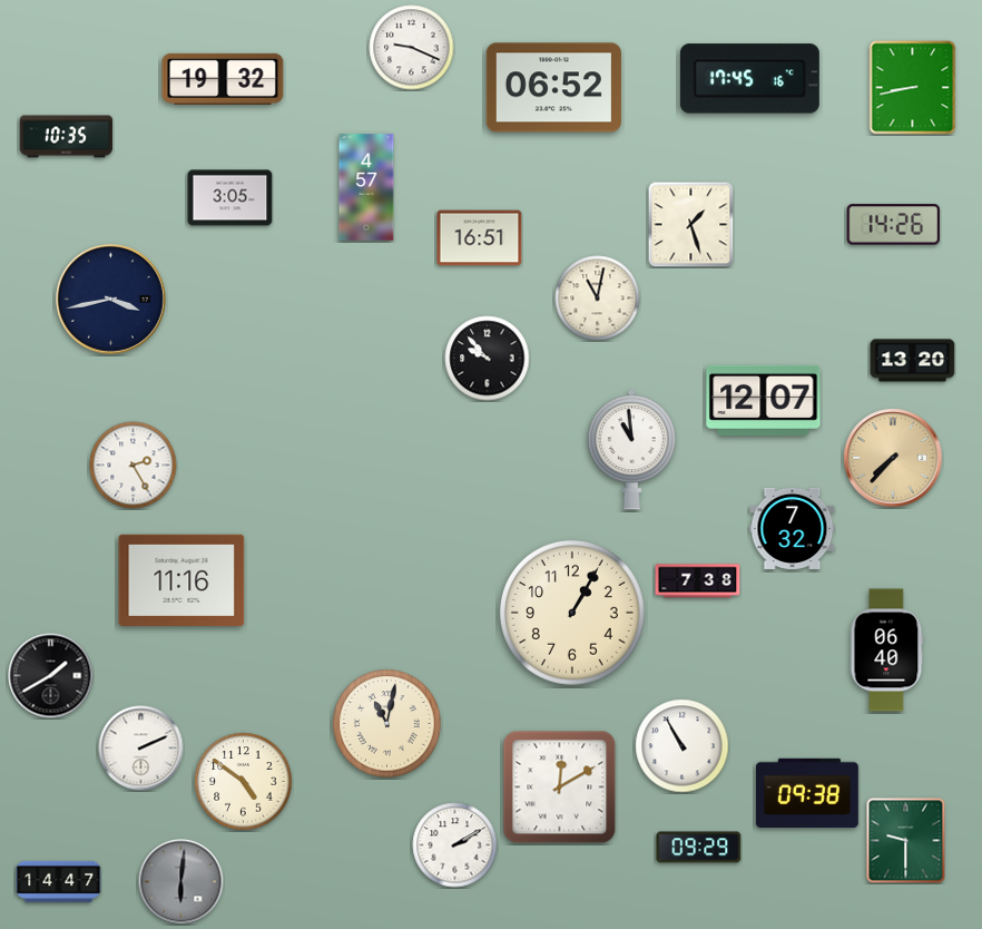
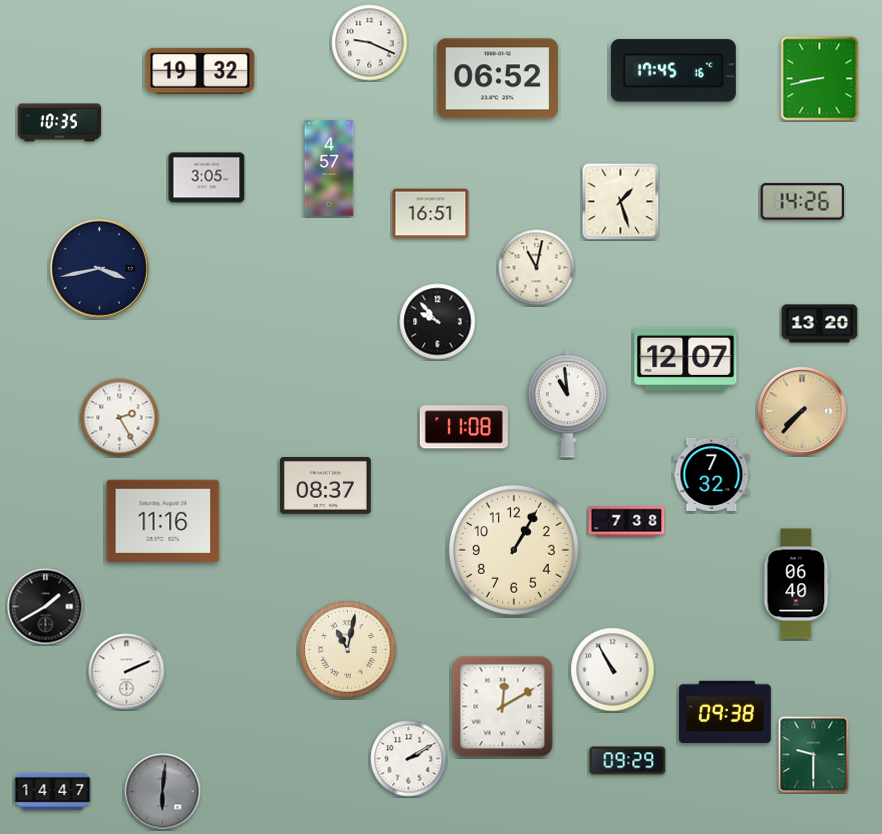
clock at (464, 427): none -> 11:08
clock at (325, 485): none -> 08:37
clock at (244, 782): 4:51 -> none
